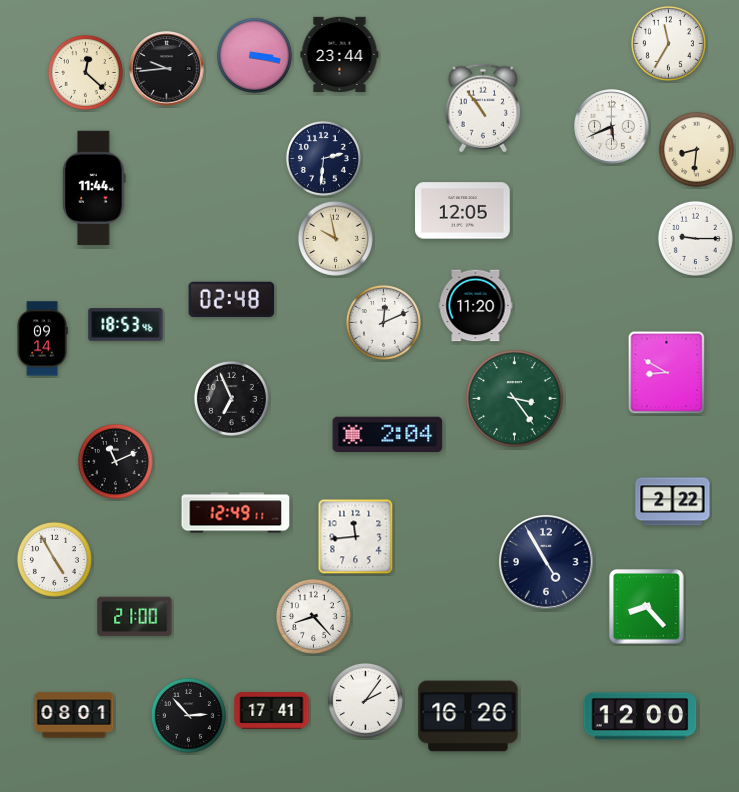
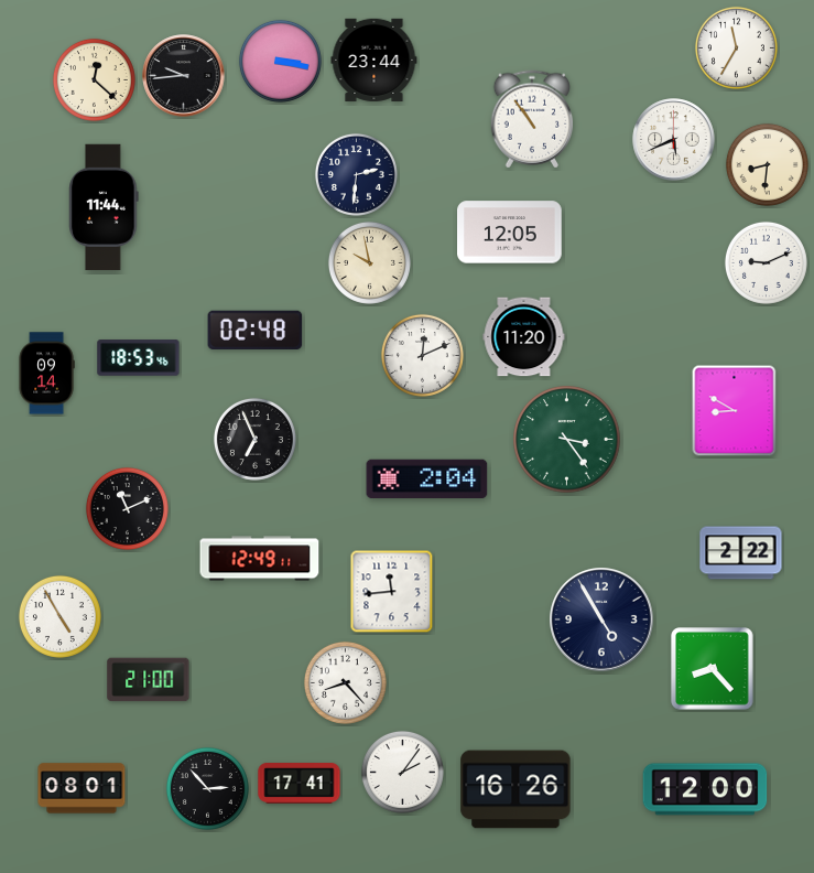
clock at (695, 238): 9:15 -> 9:11
clock at (236, 513) position: (236, 513) -> (260, 559)
clock at (313, 616) position: (313, 616) -> (345, 682)
